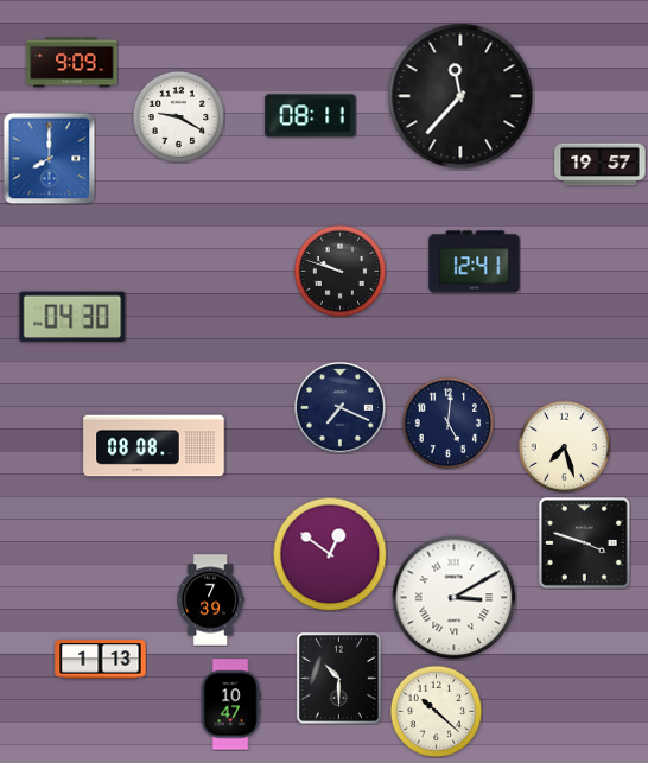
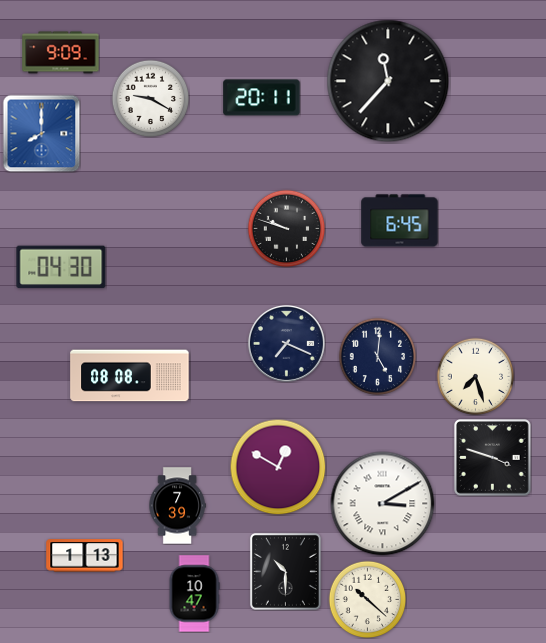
clock at (311, 116): 08:11 -> 20:11
clock at (601, 165): 19:57 -> none
clock at (475, 262): 12:41 -> 6:45
clock at (330, 554): 12:51 -> 12:50
